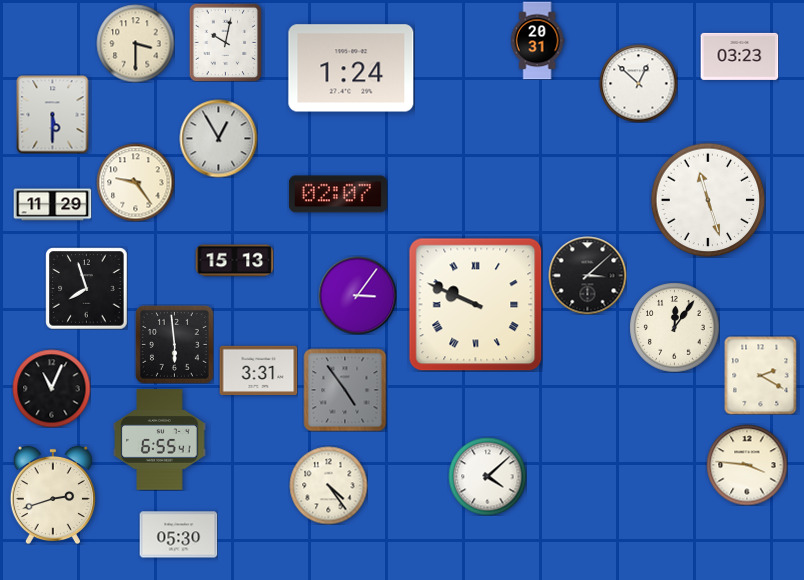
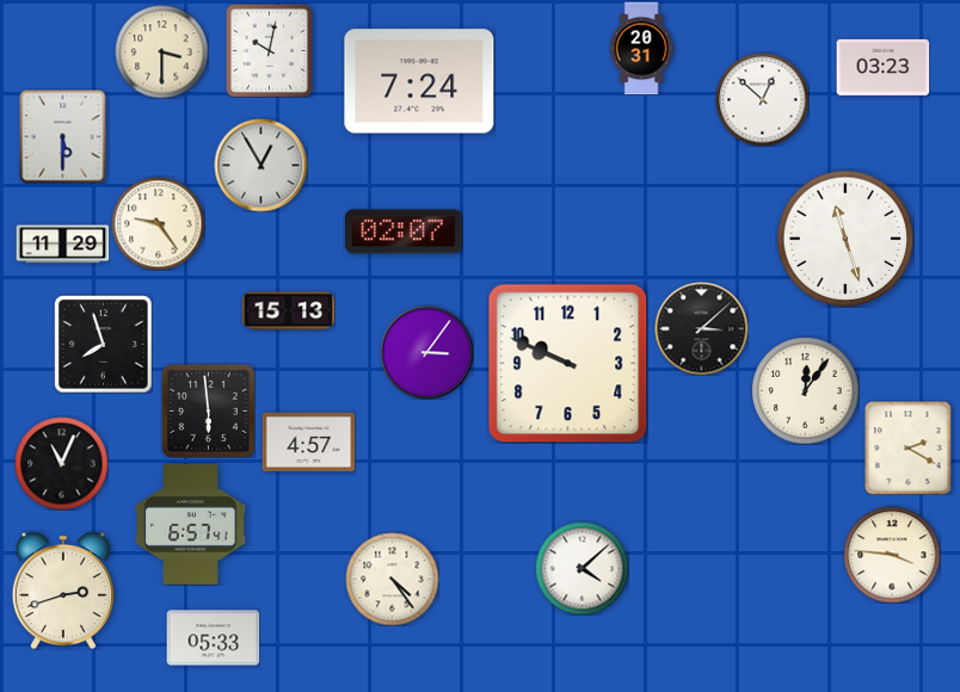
clock at (351, 68): 1:24 -> 7:24
clock at (135, 182) position: (135, 182) -> (158, 223)
clock at (234, 261) position: (234, 261) -> (288, 311)
clock at (476, 305) numerals: Roman -> Arabic
clock at (258, 370): 3:31 -> 4:57
clock at (345, 390): 4:54 -> none
clock at (160, 440): 6:55 -> 6:57
clock at (178, 535): 05:30 -> 05:33
